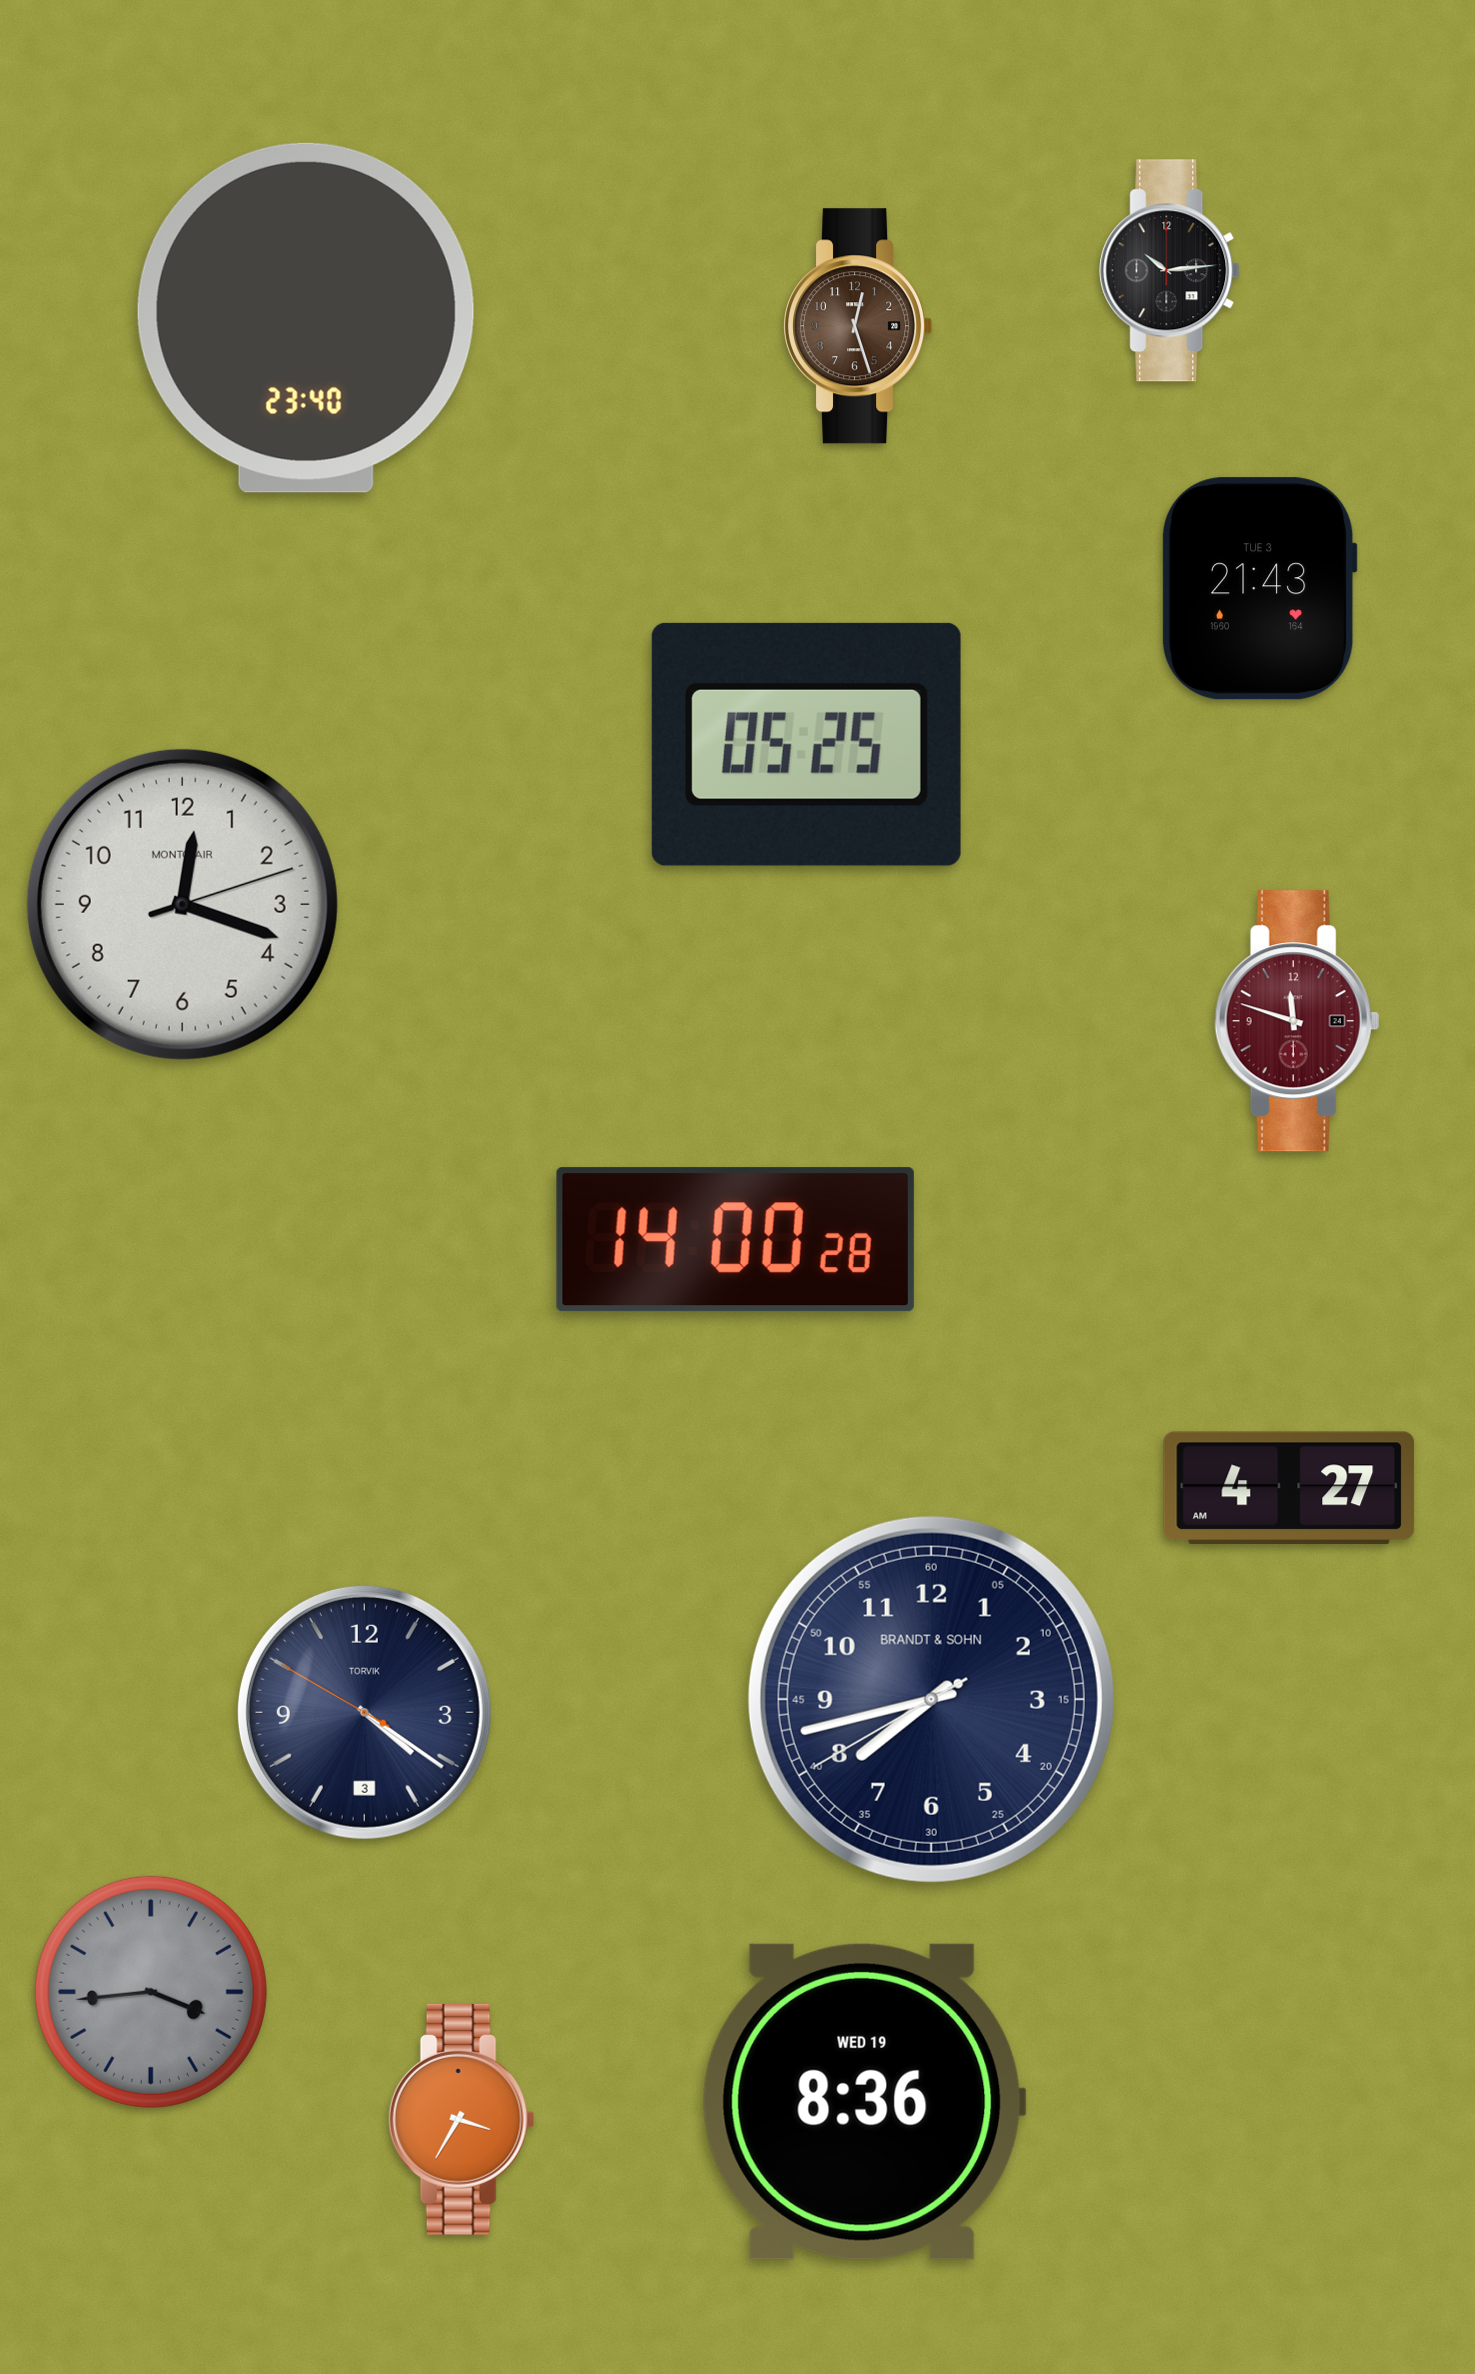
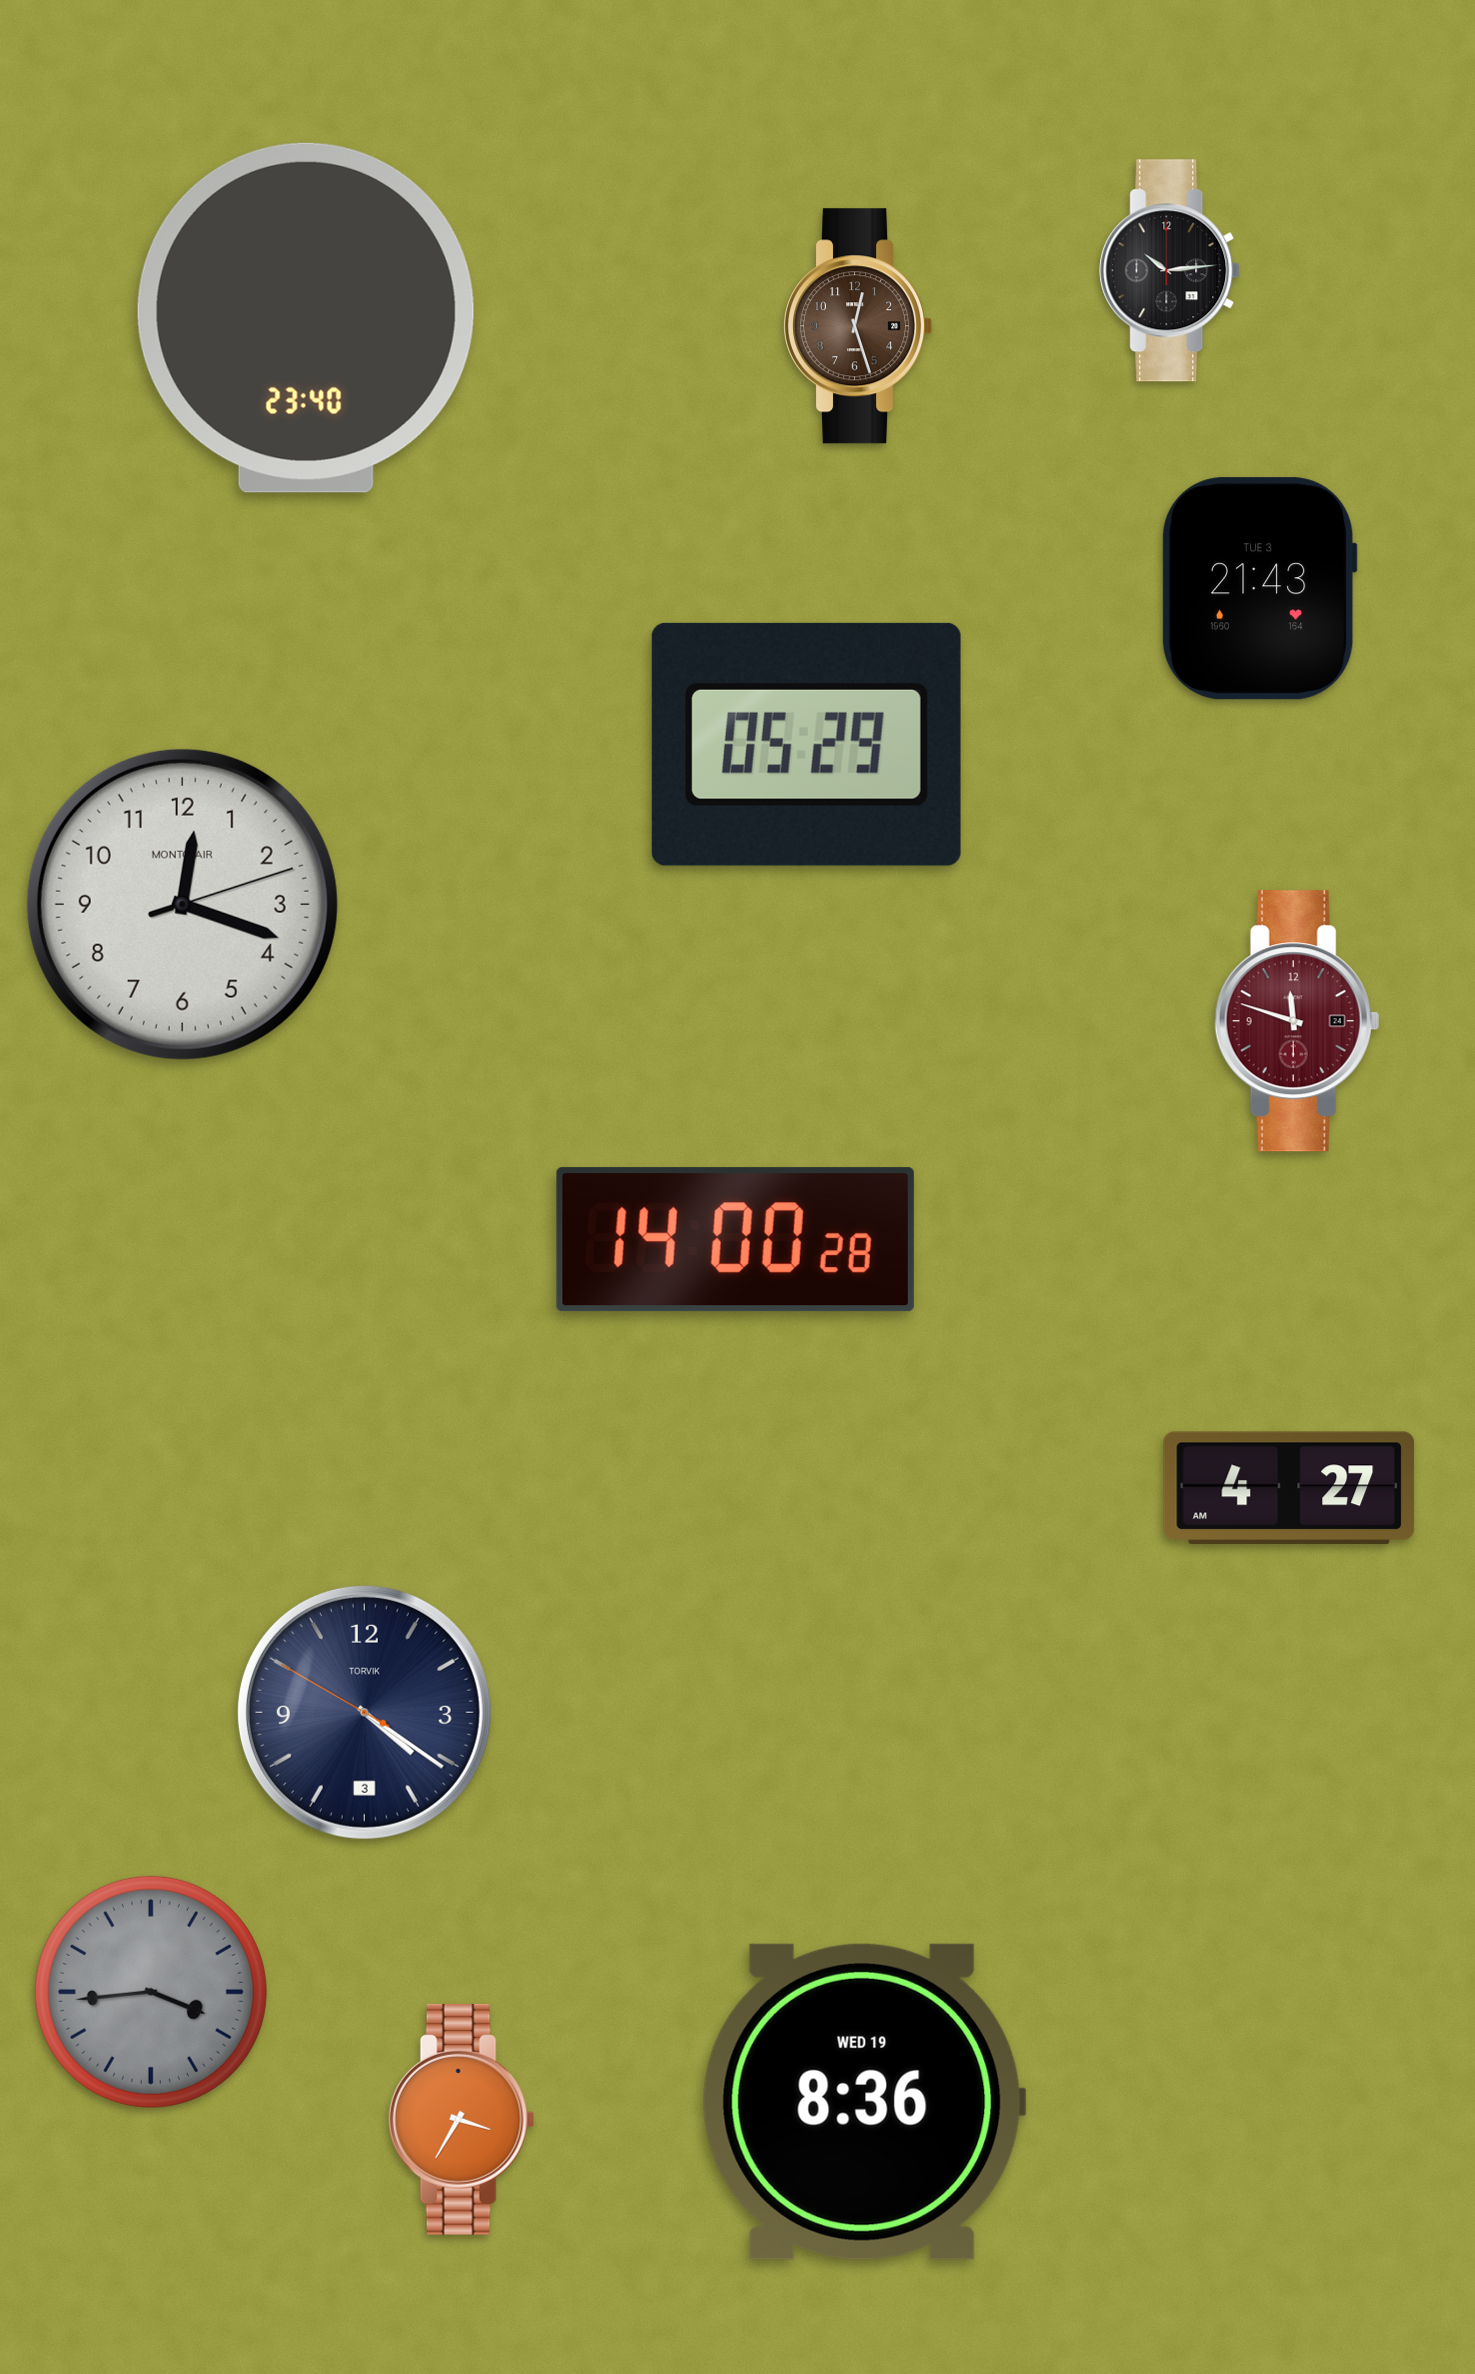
clock at (806, 744): 05:25 -> 05:29
clock at (931, 1699): 7:42 -> none
